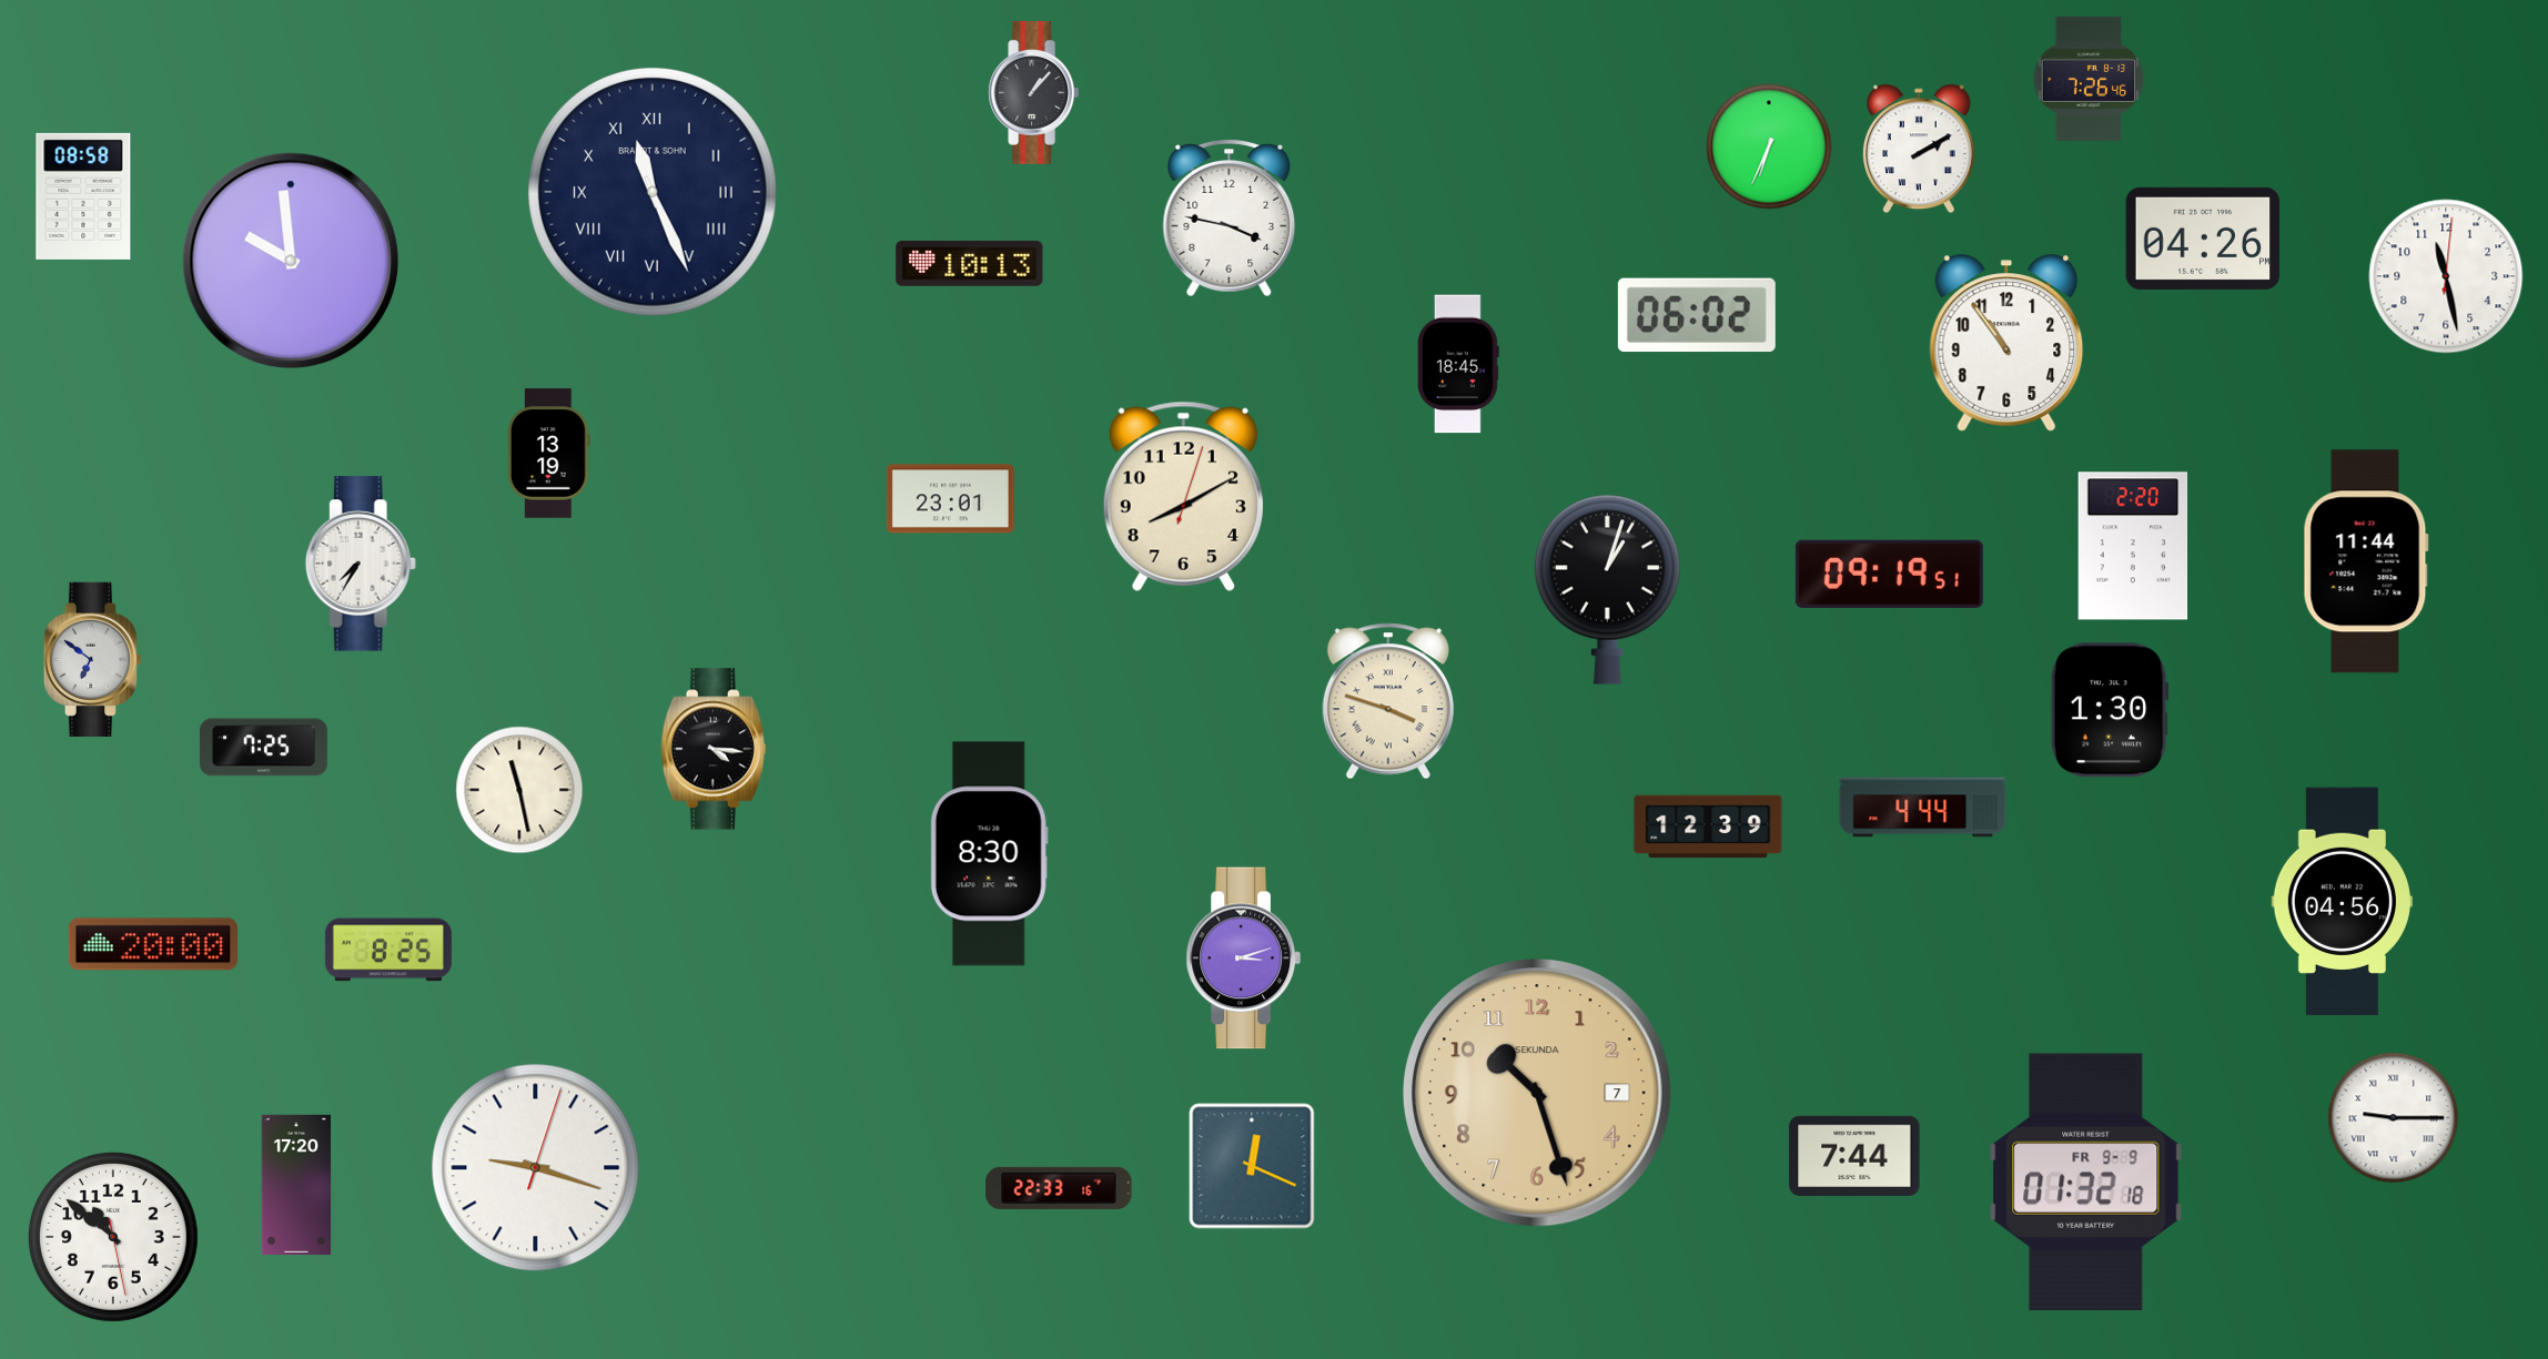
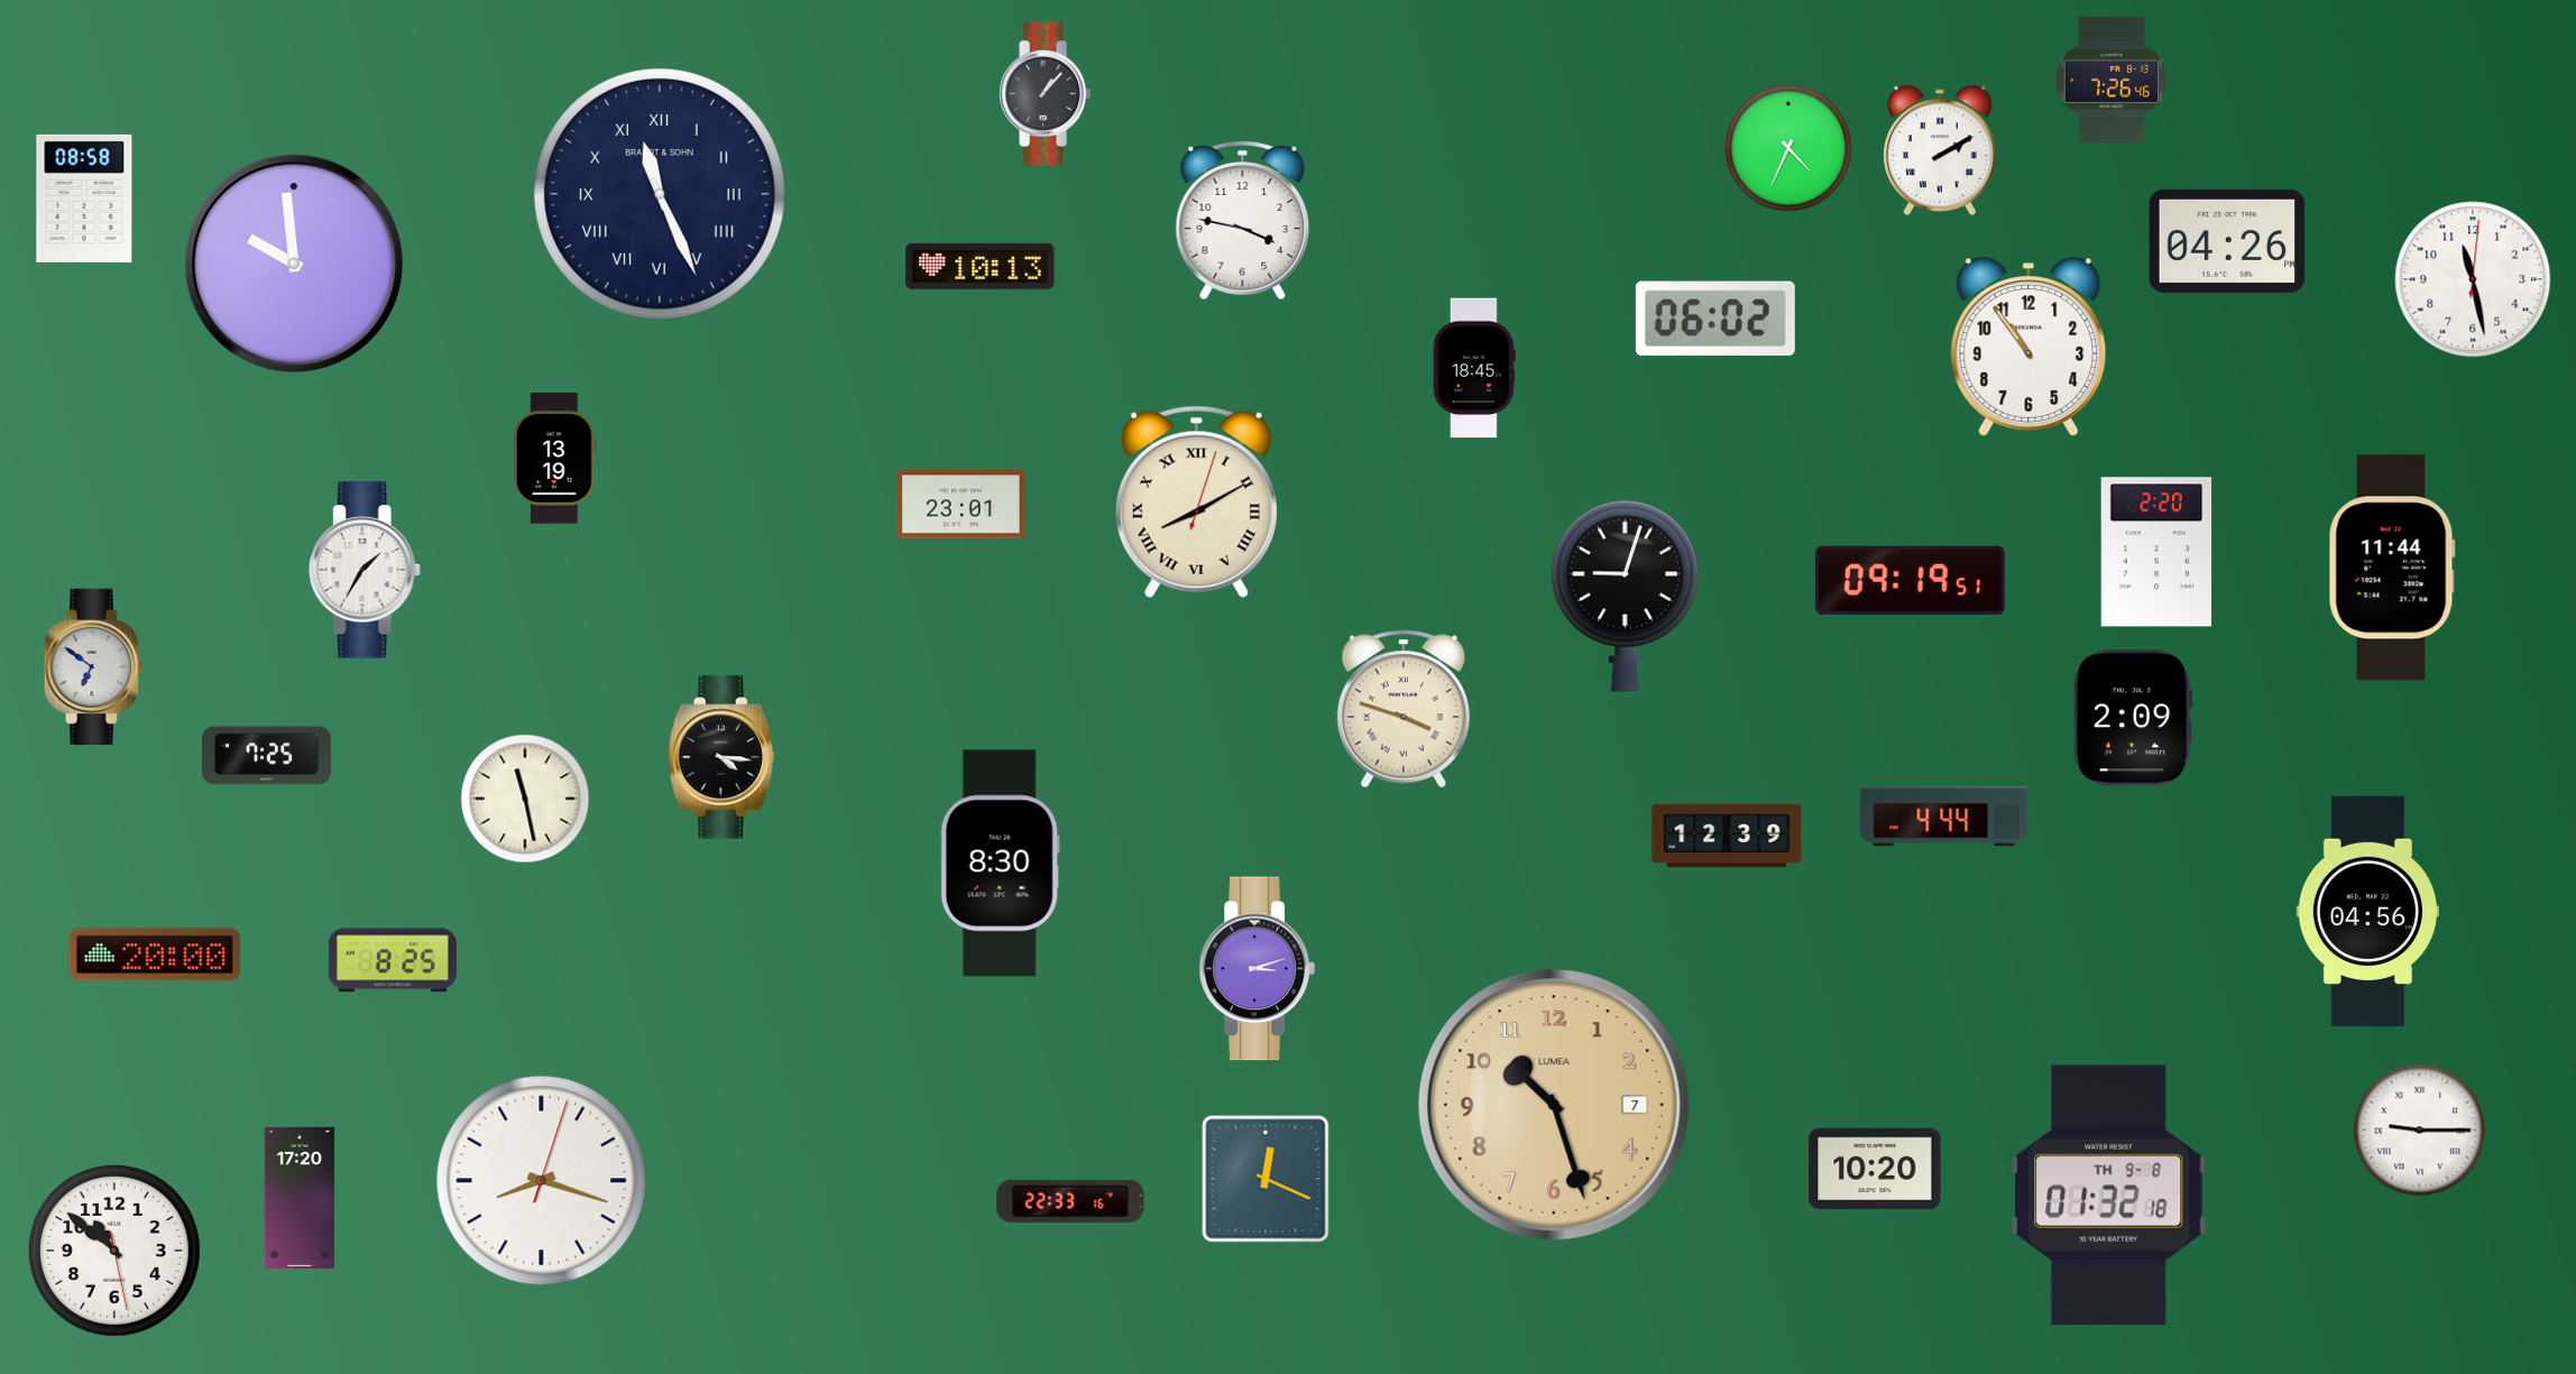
clock at (1769, 146): 6:34 -> 4:34
clock at (1183, 496) numerals: Arabic -> Roman
clock at (361, 564): 7:35 -> 1:35
clock at (1607, 589): 1:03 -> 9:03
clock at (2110, 710): 1:30 -> 2:09
clock at (1537, 1093) brand: SEKUNDA -> LUMEA
clock at (1854, 1156): 7:44 -> 10:20
clock at (536, 1168): 9:18 -> 8:18
clock at (2086, 1181) date: FR 9-9 -> TH 9-8
